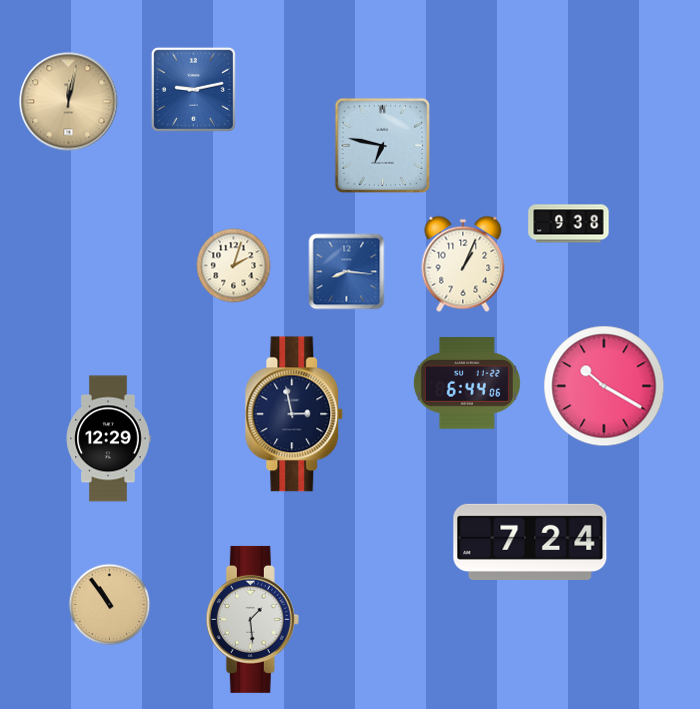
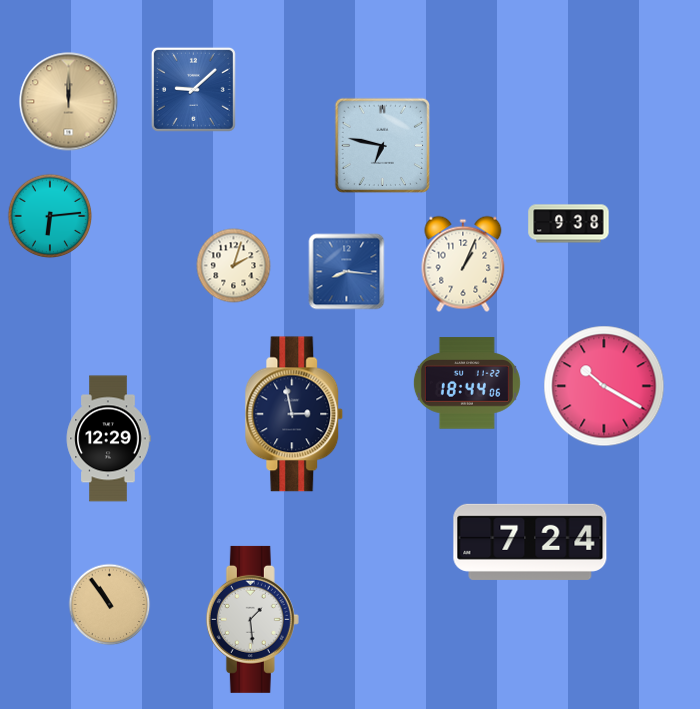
clock at (193, 89): 9:13 -> 9:08
clock at (69, 102): 12:02 -> 12:00
clock at (50, 216): none -> 6:14
clock at (467, 383): 6:44 -> 18:44
